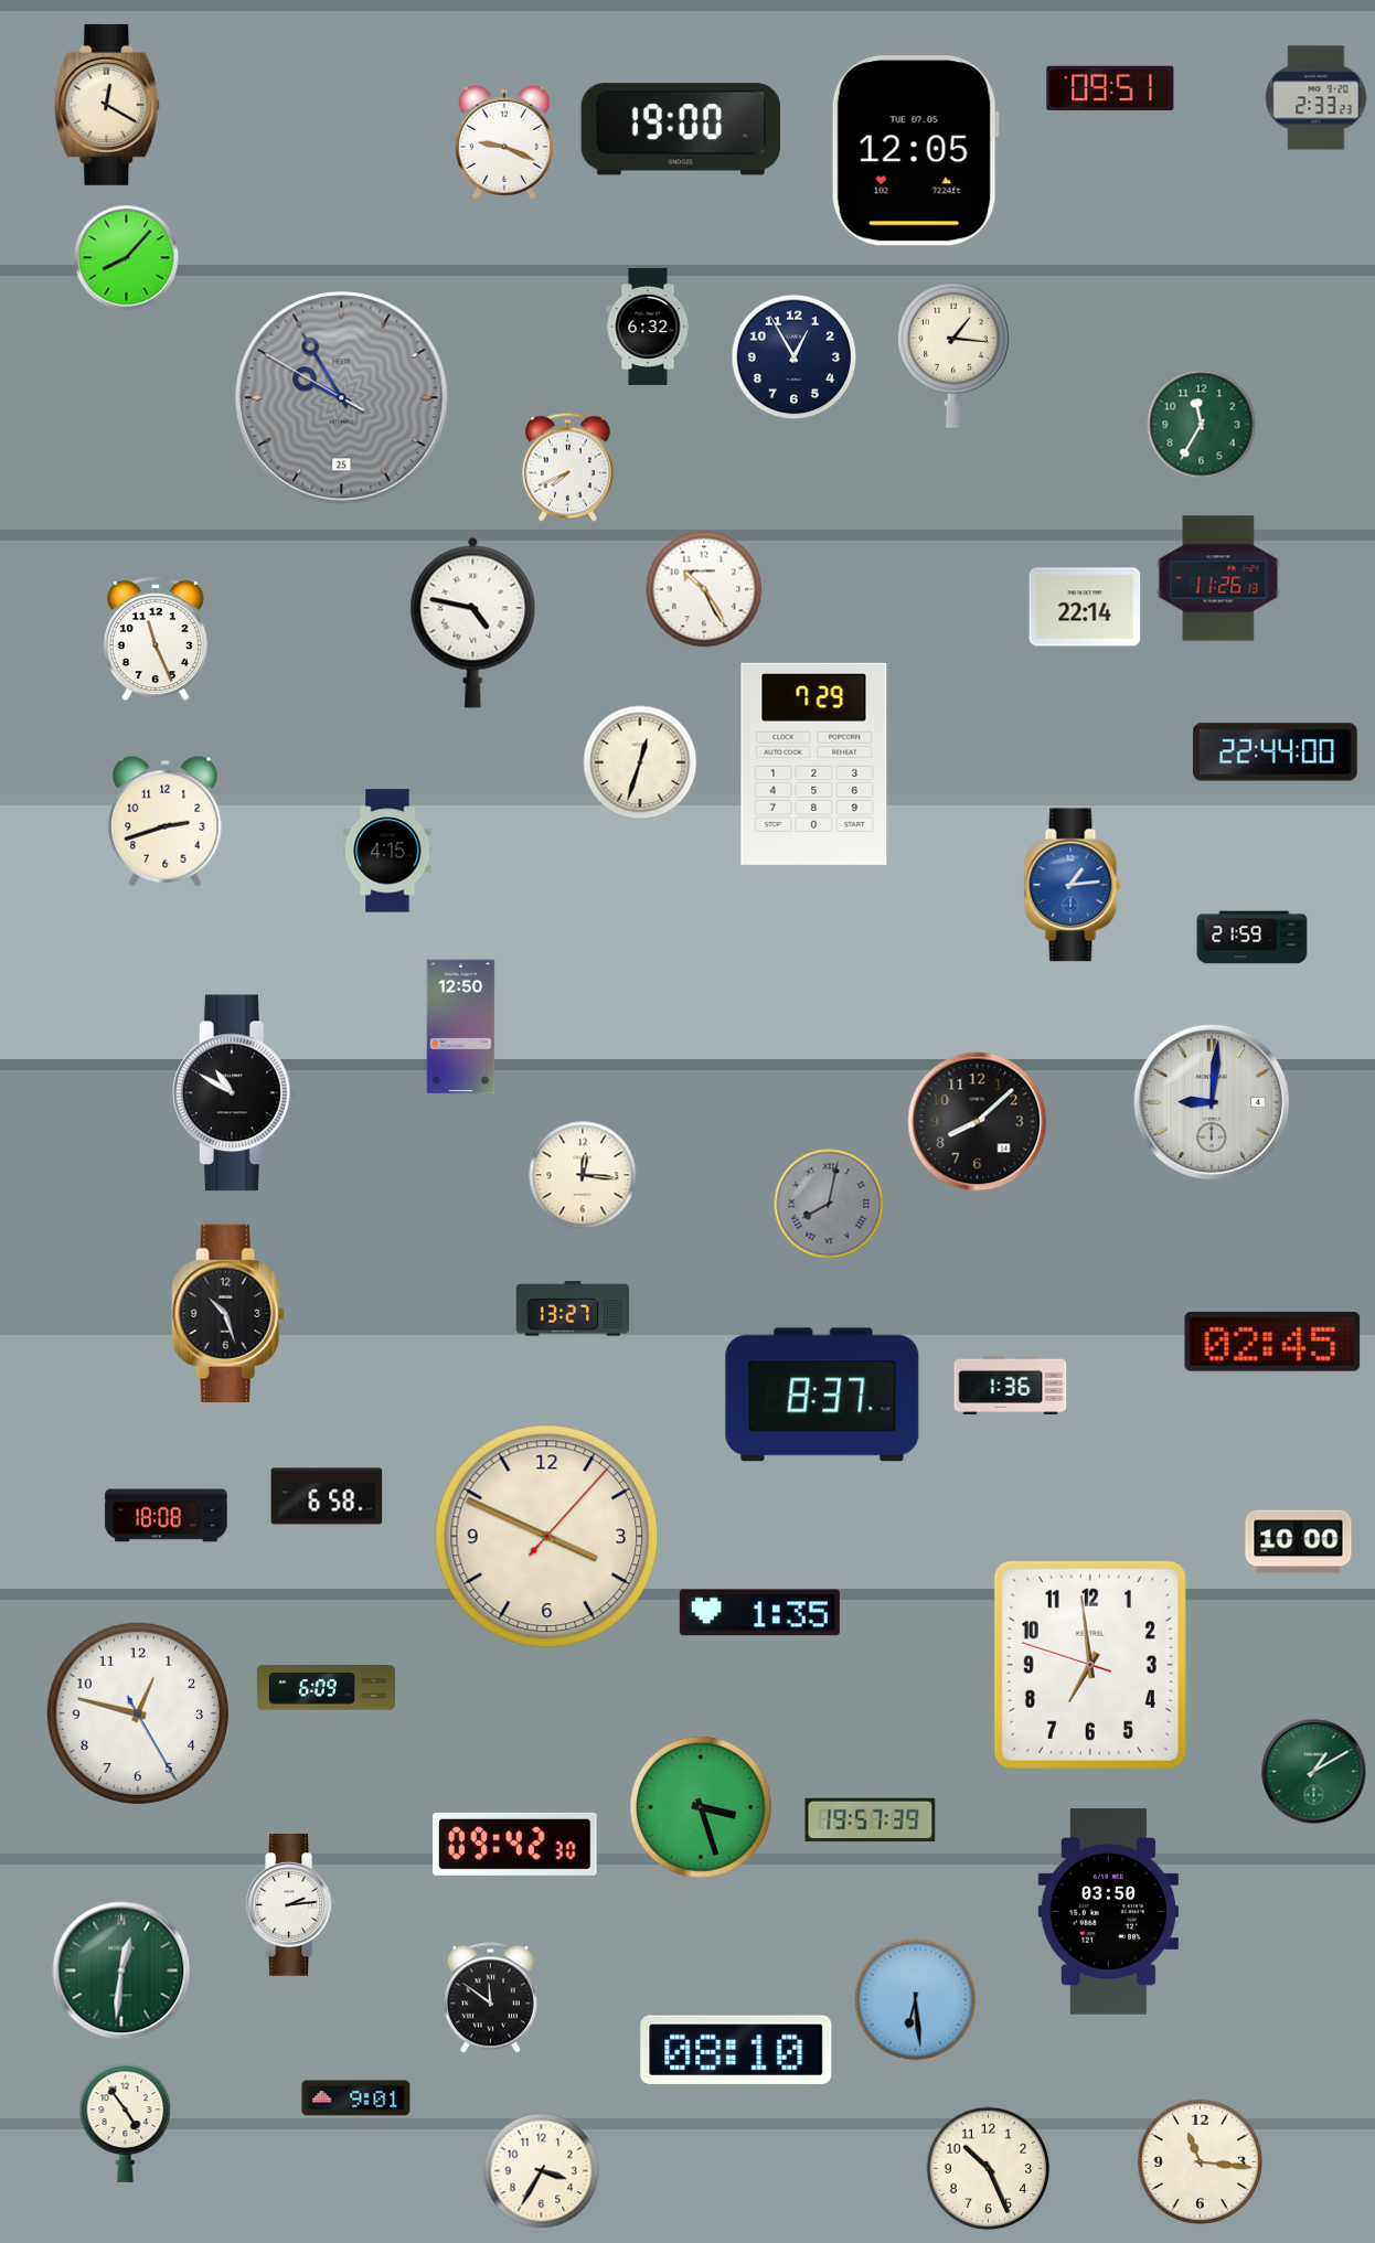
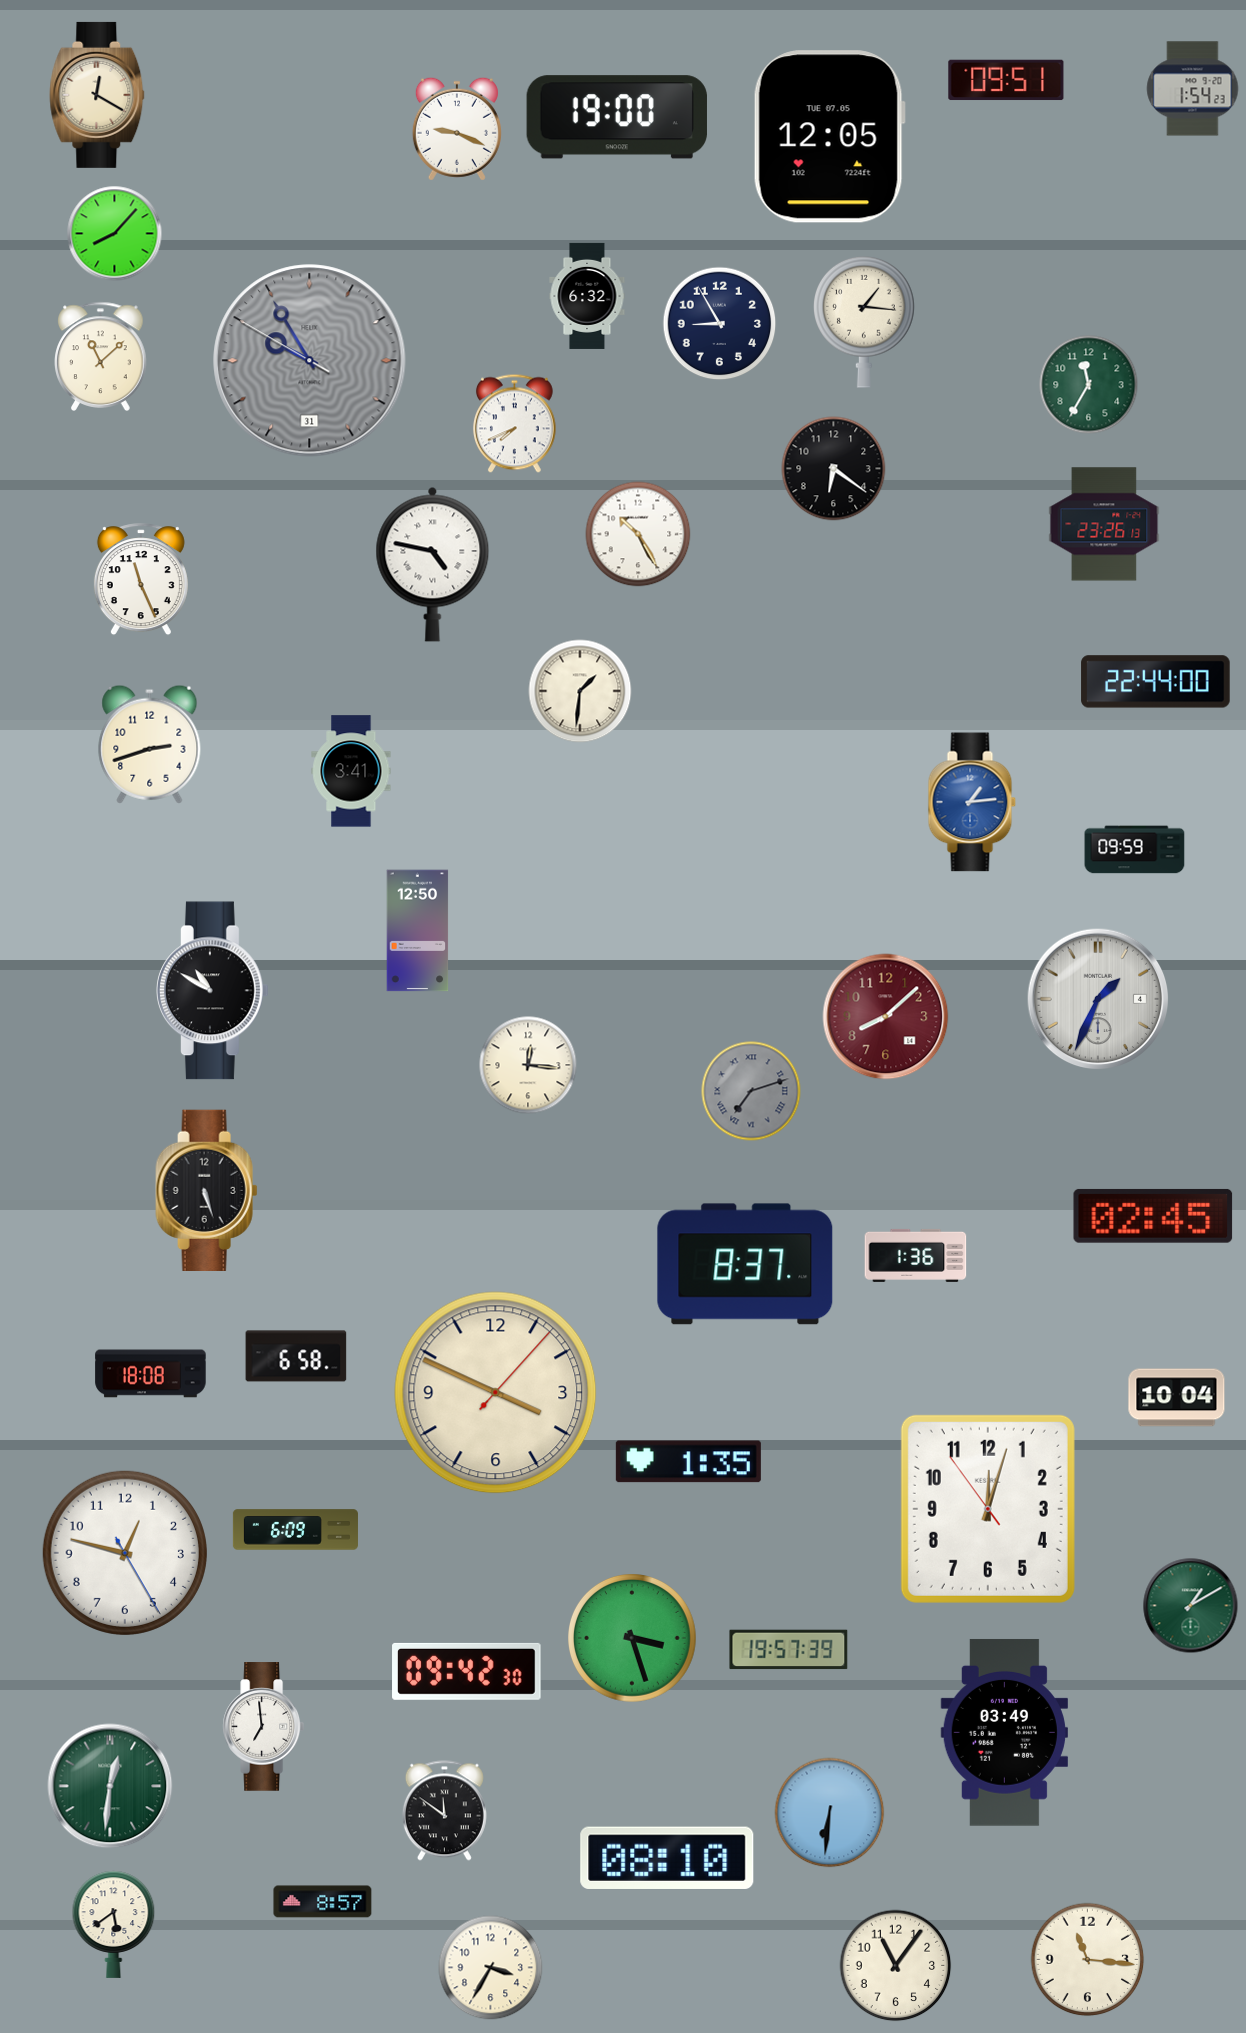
clock at (1317, 98): 2:33 -> 1:54
clock at (795, 357): 12:55 -> 8:55
clock at (101, 356): none -> 11:08
clock at (342, 398) date: 25 -> 31
clock at (834, 469): none -> 6:21
clock at (1218, 578): 11:26 -> 23:26
clock at (1085, 607): 22:14 -> none
clock at (473, 622) position: (473, 622) -> (433, 564)
clock at (640, 762): 12:33 -> 1:31
clock at (814, 763): 7:29 -> none
clock at (387, 851): 4:15 -> 3:41
clock at (1253, 938): 21:59 -> 09:59
clock at (1212, 1102): 9:01 -> 1:34
clock at (978, 1122) dial: black -> burgundy
clock at (829, 1204): 8:02 -> 7:12
clock at (573, 1309): 13:27 -> none
clock at (228, 1313): 10:27 -> 5:27
clock at (1299, 1542): 10:00 -> 10:04
clock at (1090, 1665): 6:58 -> 12:02
clock at (702, 1808) position: (702, 1808) -> (633, 1639)
clock at (290, 1905): 2:14 -> 6:59
clock at (1108, 1911): 03:50 -> 03:49
clock at (916, 2000): 6:29 -> 6:31
clock at (356, 2098): 9:01 -> 8:57
clock at (126, 2123): 4:54 -> 5:39
clock at (989, 2169): 10:26 -> 11:06
